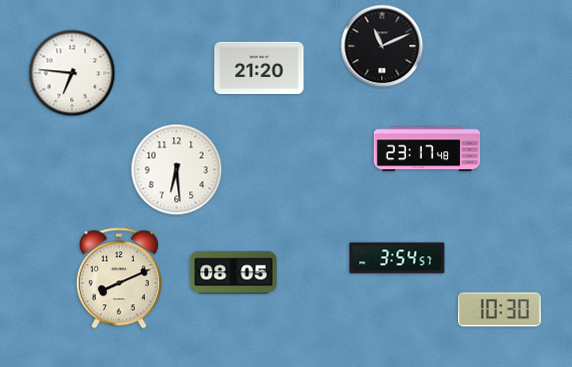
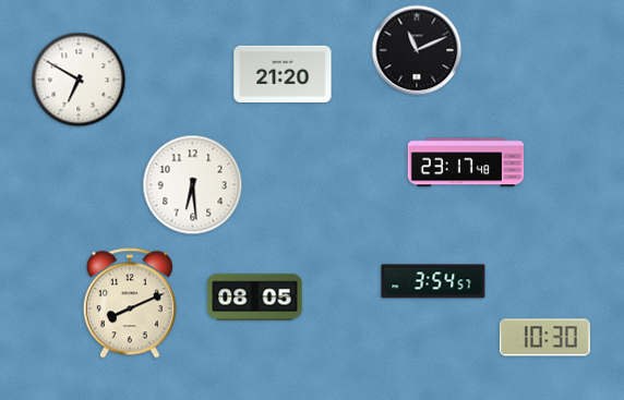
clock at (72, 73): 6:46 -> 6:50
